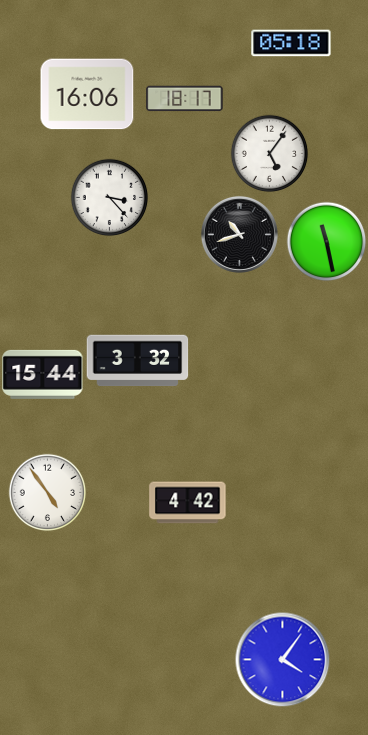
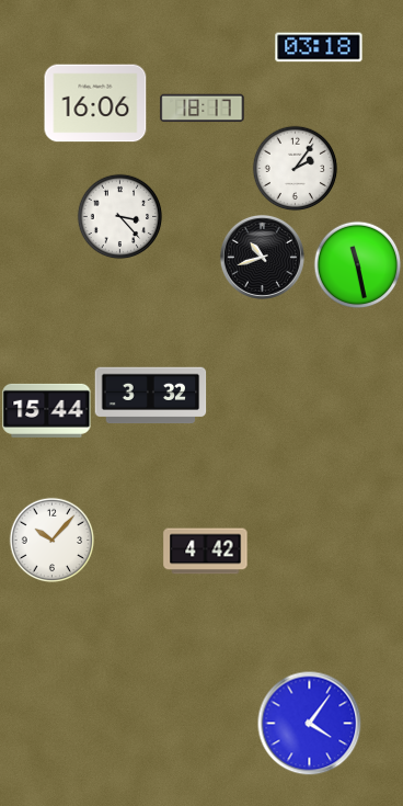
clock at (291, 43): 05:18 -> 03:18
clock at (269, 153): 5:06 -> 2:06
clock at (47, 492): 4:54 -> 10:07
